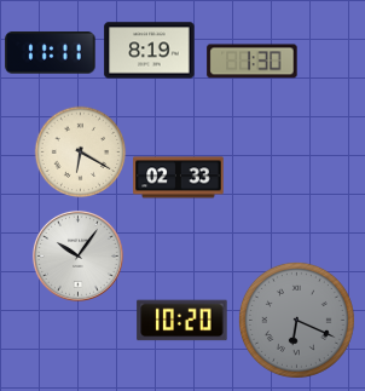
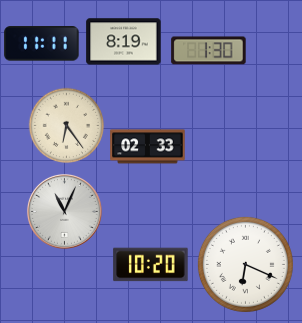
clock at (81, 153): 6:20 -> 6:24
clock at (77, 255): 10:06 -> 11:04
clock at (296, 320) dial: grey -> white
